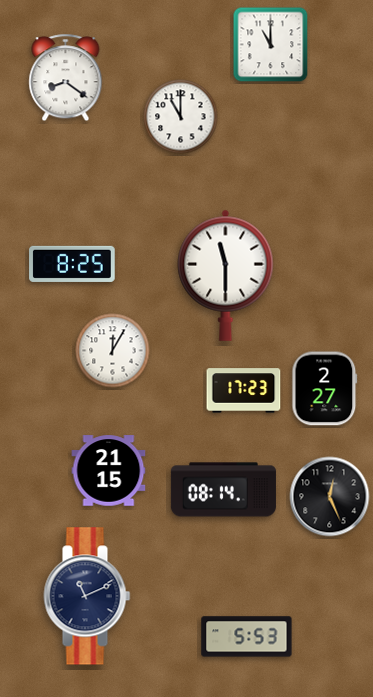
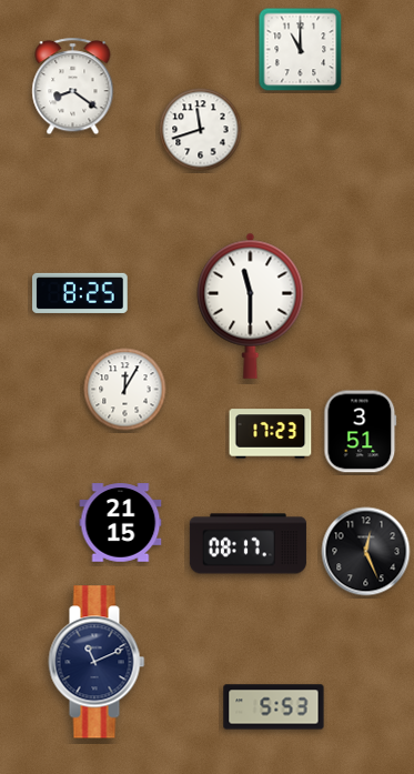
clock at (181, 117): 11:00 -> 11:42
clock at (325, 389): 2:27 -> 3:51
clock at (223, 490): 08:14 -> 08:17
